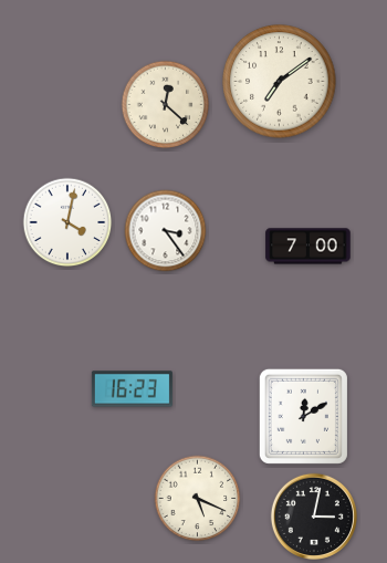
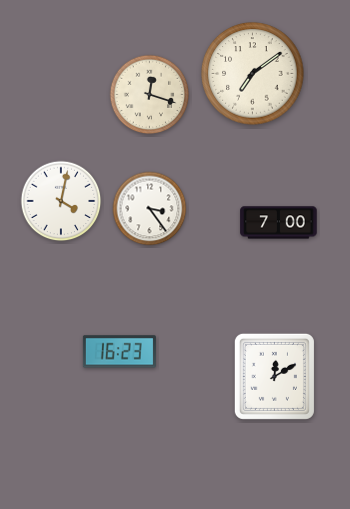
clock at (166, 105): 12:22 -> 12:18
clock at (198, 499): 5:19 -> none
clock at (314, 517): 3:02 -> none
